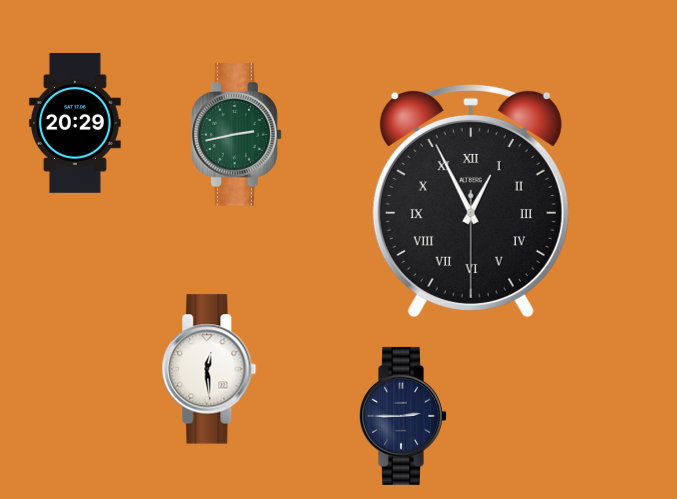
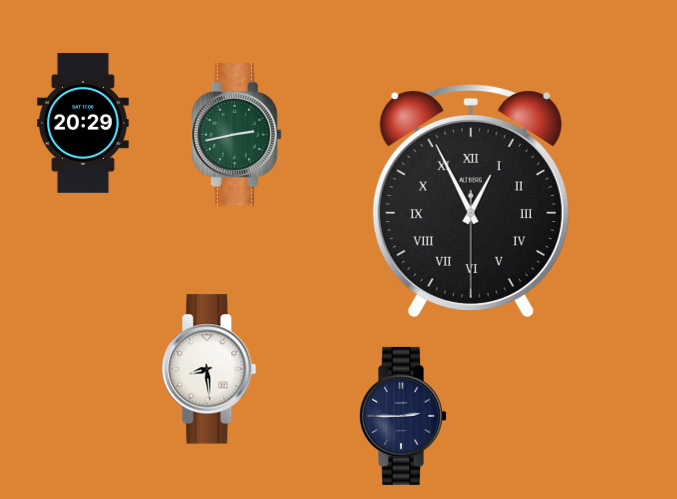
clock at (75, 123) position: (75, 123) -> (83, 123)
clock at (209, 369): 12:29 -> 8:29
